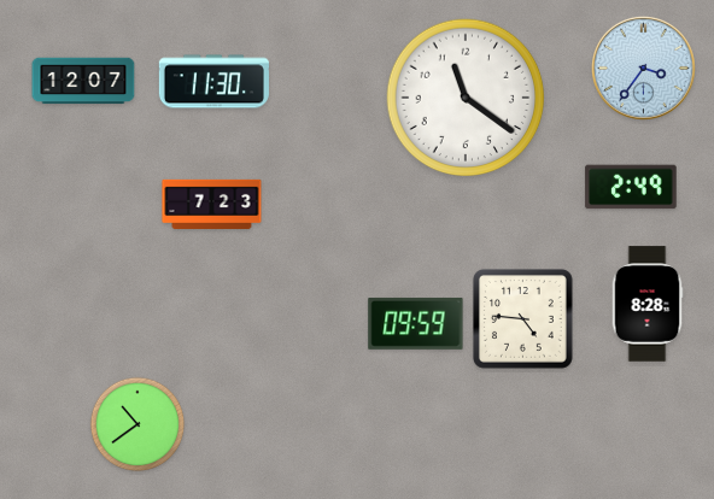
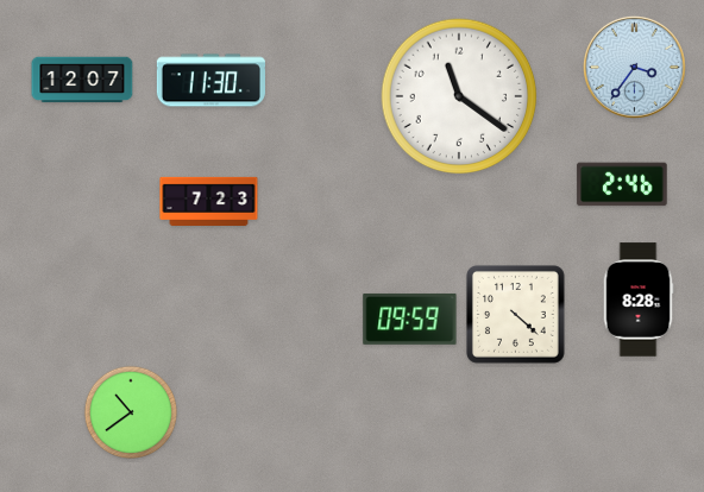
clock at (631, 187): 2:49 -> 2:46
clock at (523, 319): 4:46 -> 4:22
clock at (137, 424) position: (137, 424) -> (131, 412)
